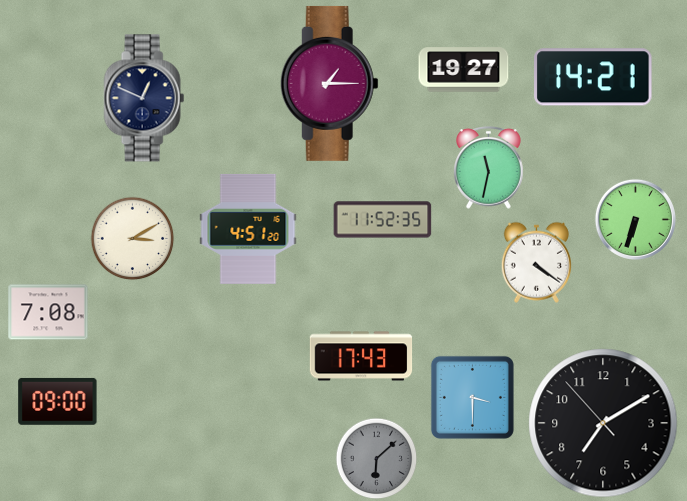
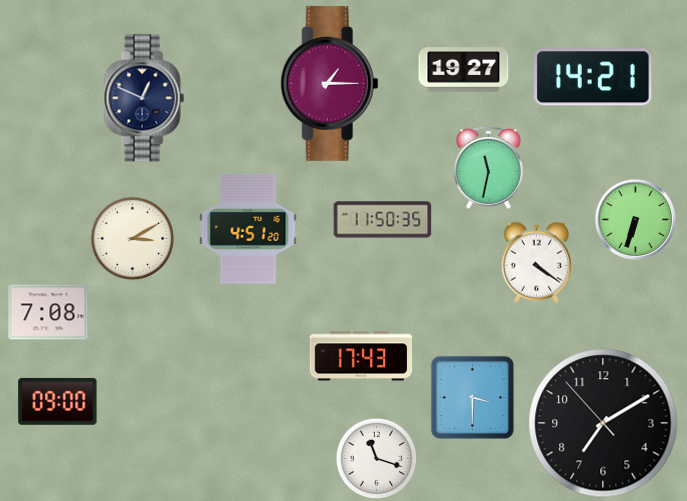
clock at (383, 220): 11:52 -> 11:50
clock at (376, 458): 6:08 -> 11:18
clock at (376, 458) dial: grey -> white
